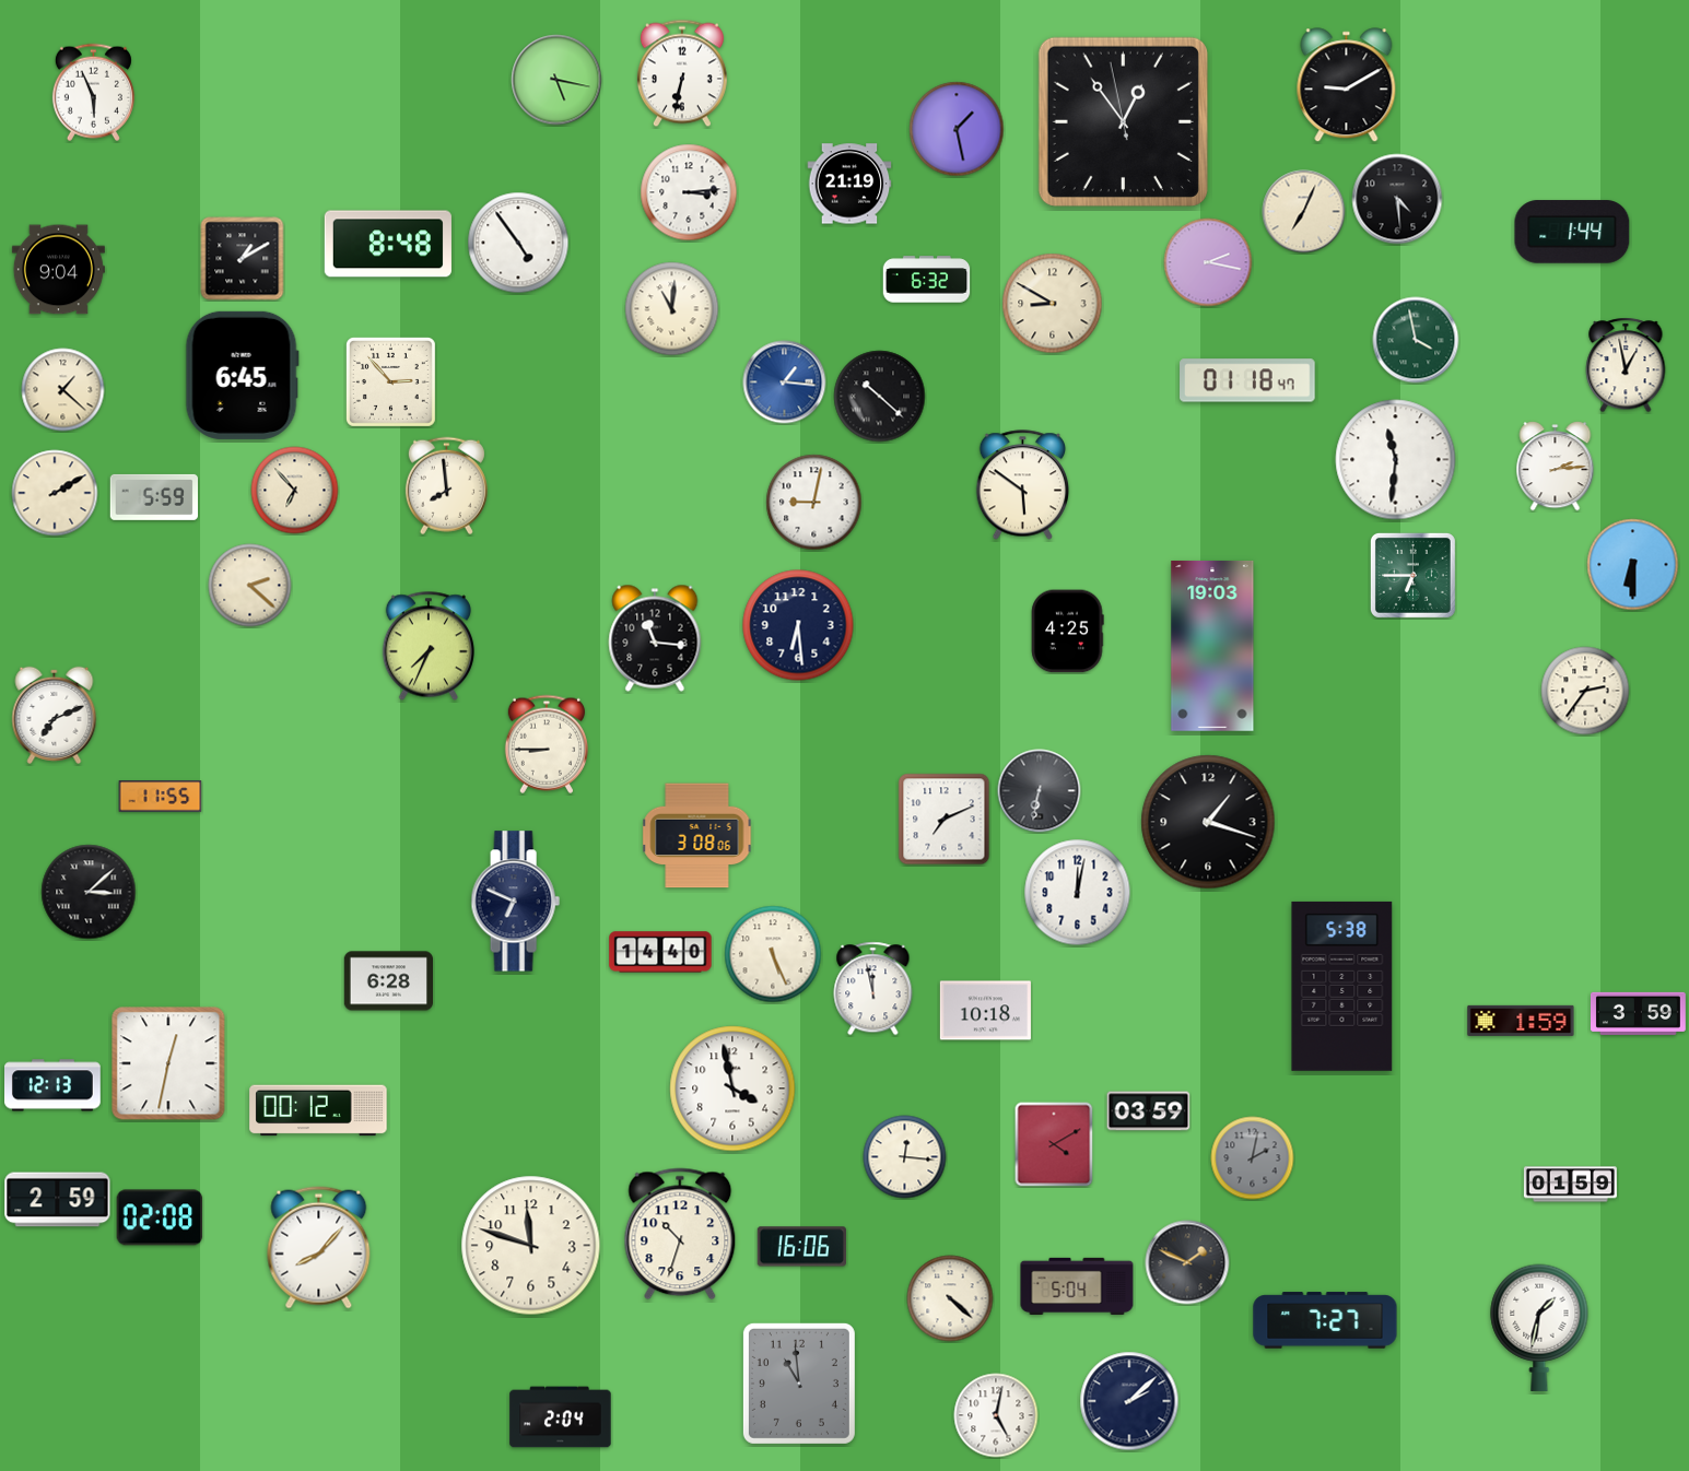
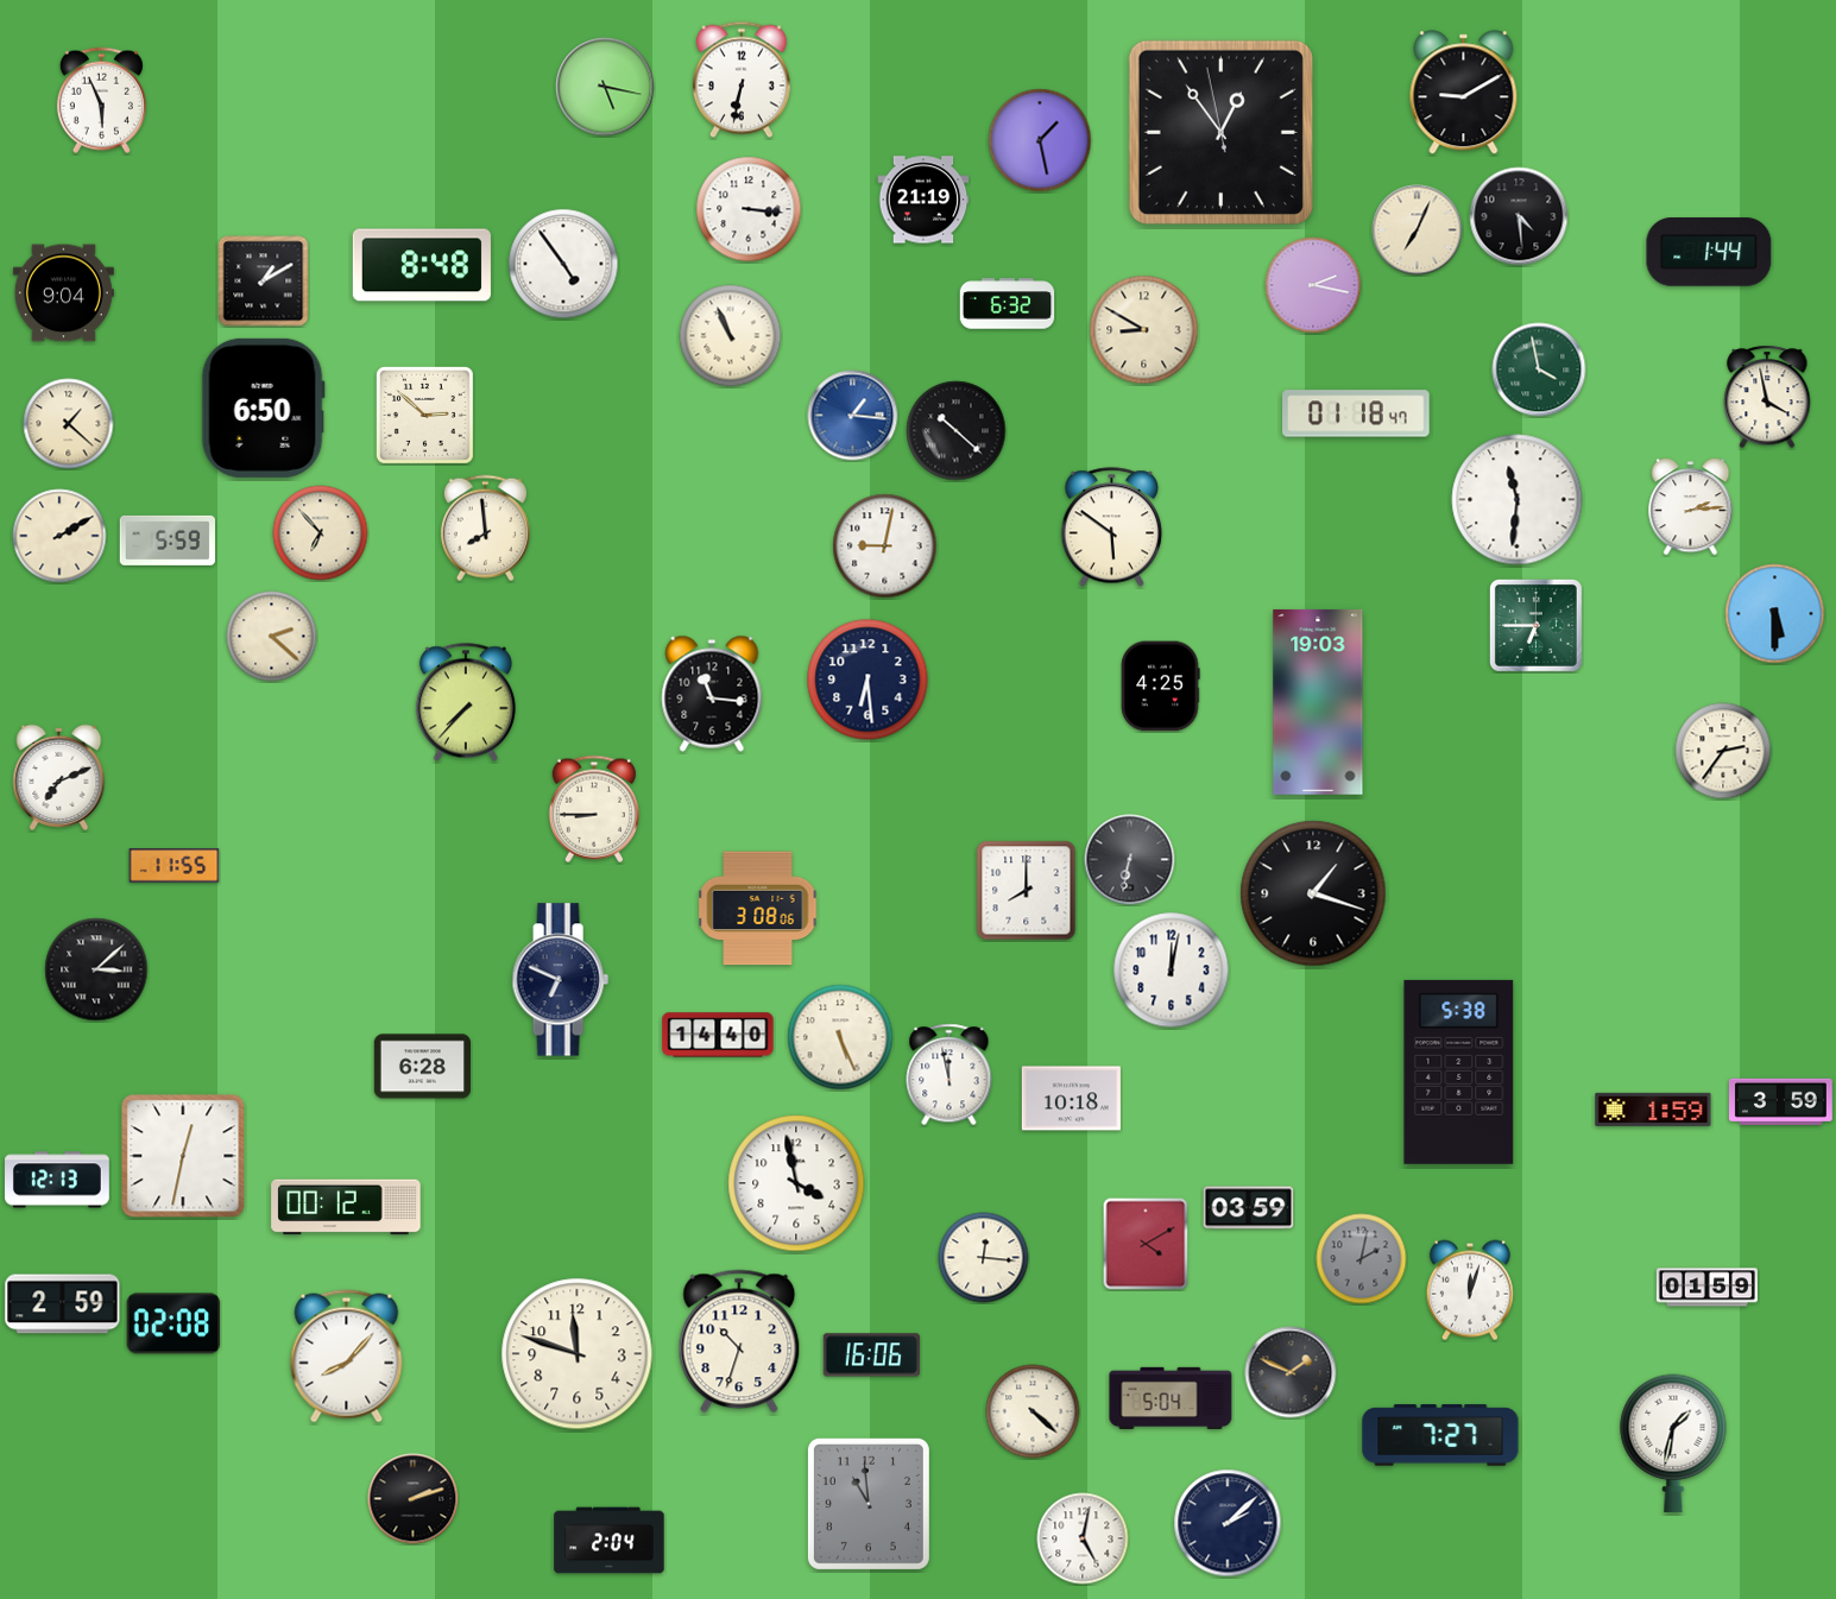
clock at (689, 192): 3:14 -> 3:16
clock at (672, 309): 11:01 -> 10:56
clock at (1626, 365): 12:58 -> 3:58
clock at (242, 375): 6:45 -> 6:50
clock at (390, 381): 2:53 -> 2:52
clock at (1633, 565): 6:30 -> 5:30
clock at (429, 646): 7:34 -> 7:37
clock at (945, 820): 7:11 -> 8:00
clock at (1470, 1290): none -> 12:03
clock at (414, 1499): none -> 2:12
